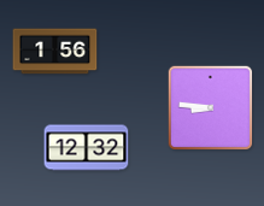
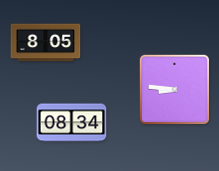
clock at (55, 52): 1:56 -> 8:05
clock at (87, 148): 12:32 -> 08:34
